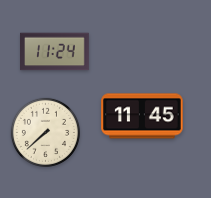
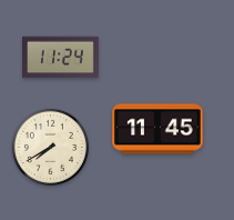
clock at (45, 132): 7:38 -> 7:40
